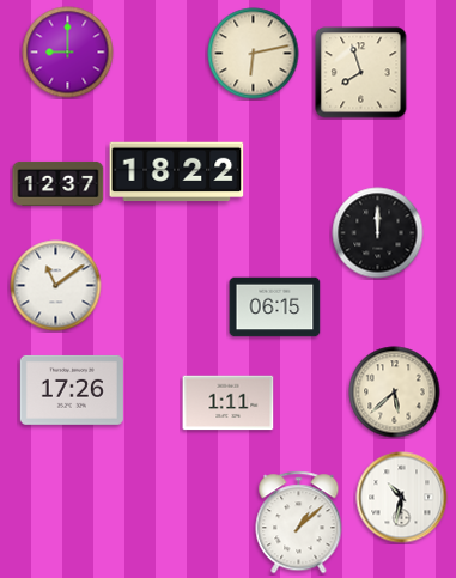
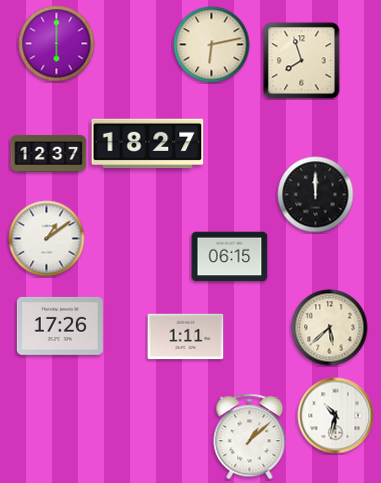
clock at (68, 53): 9:00 -> 6:00
clock at (177, 172): 18:22 -> 18:27
clock at (56, 286): 11:09 -> 1:09
clock at (229, 403) position: (229, 403) -> (186, 337)
